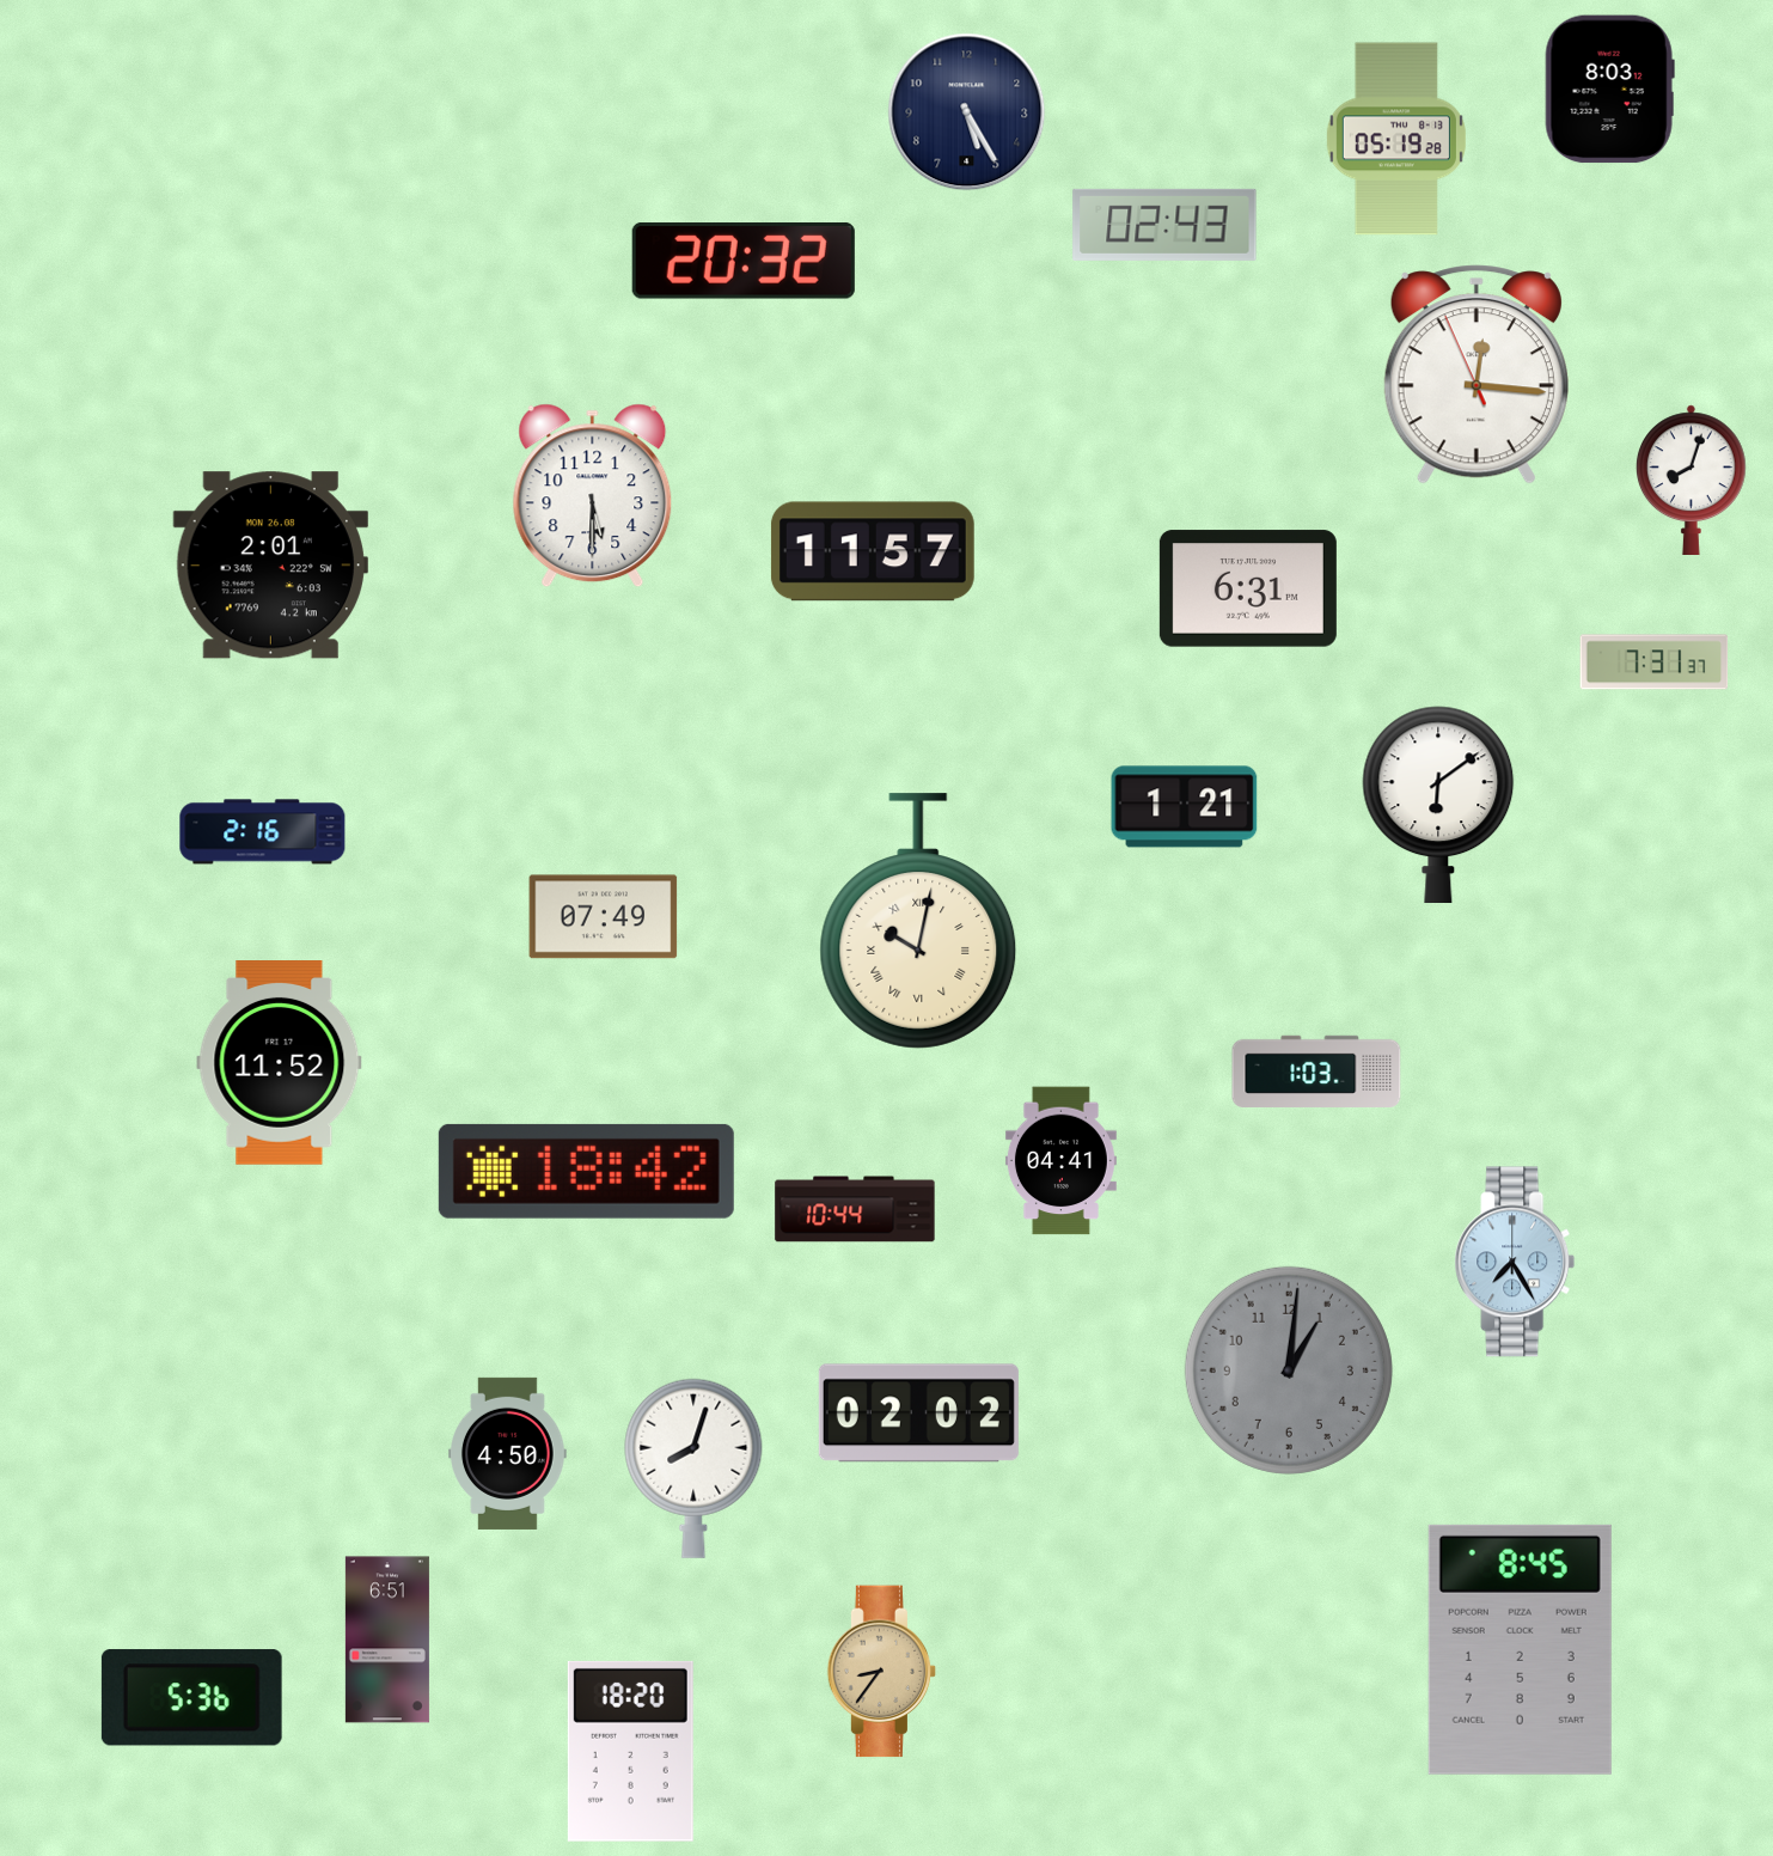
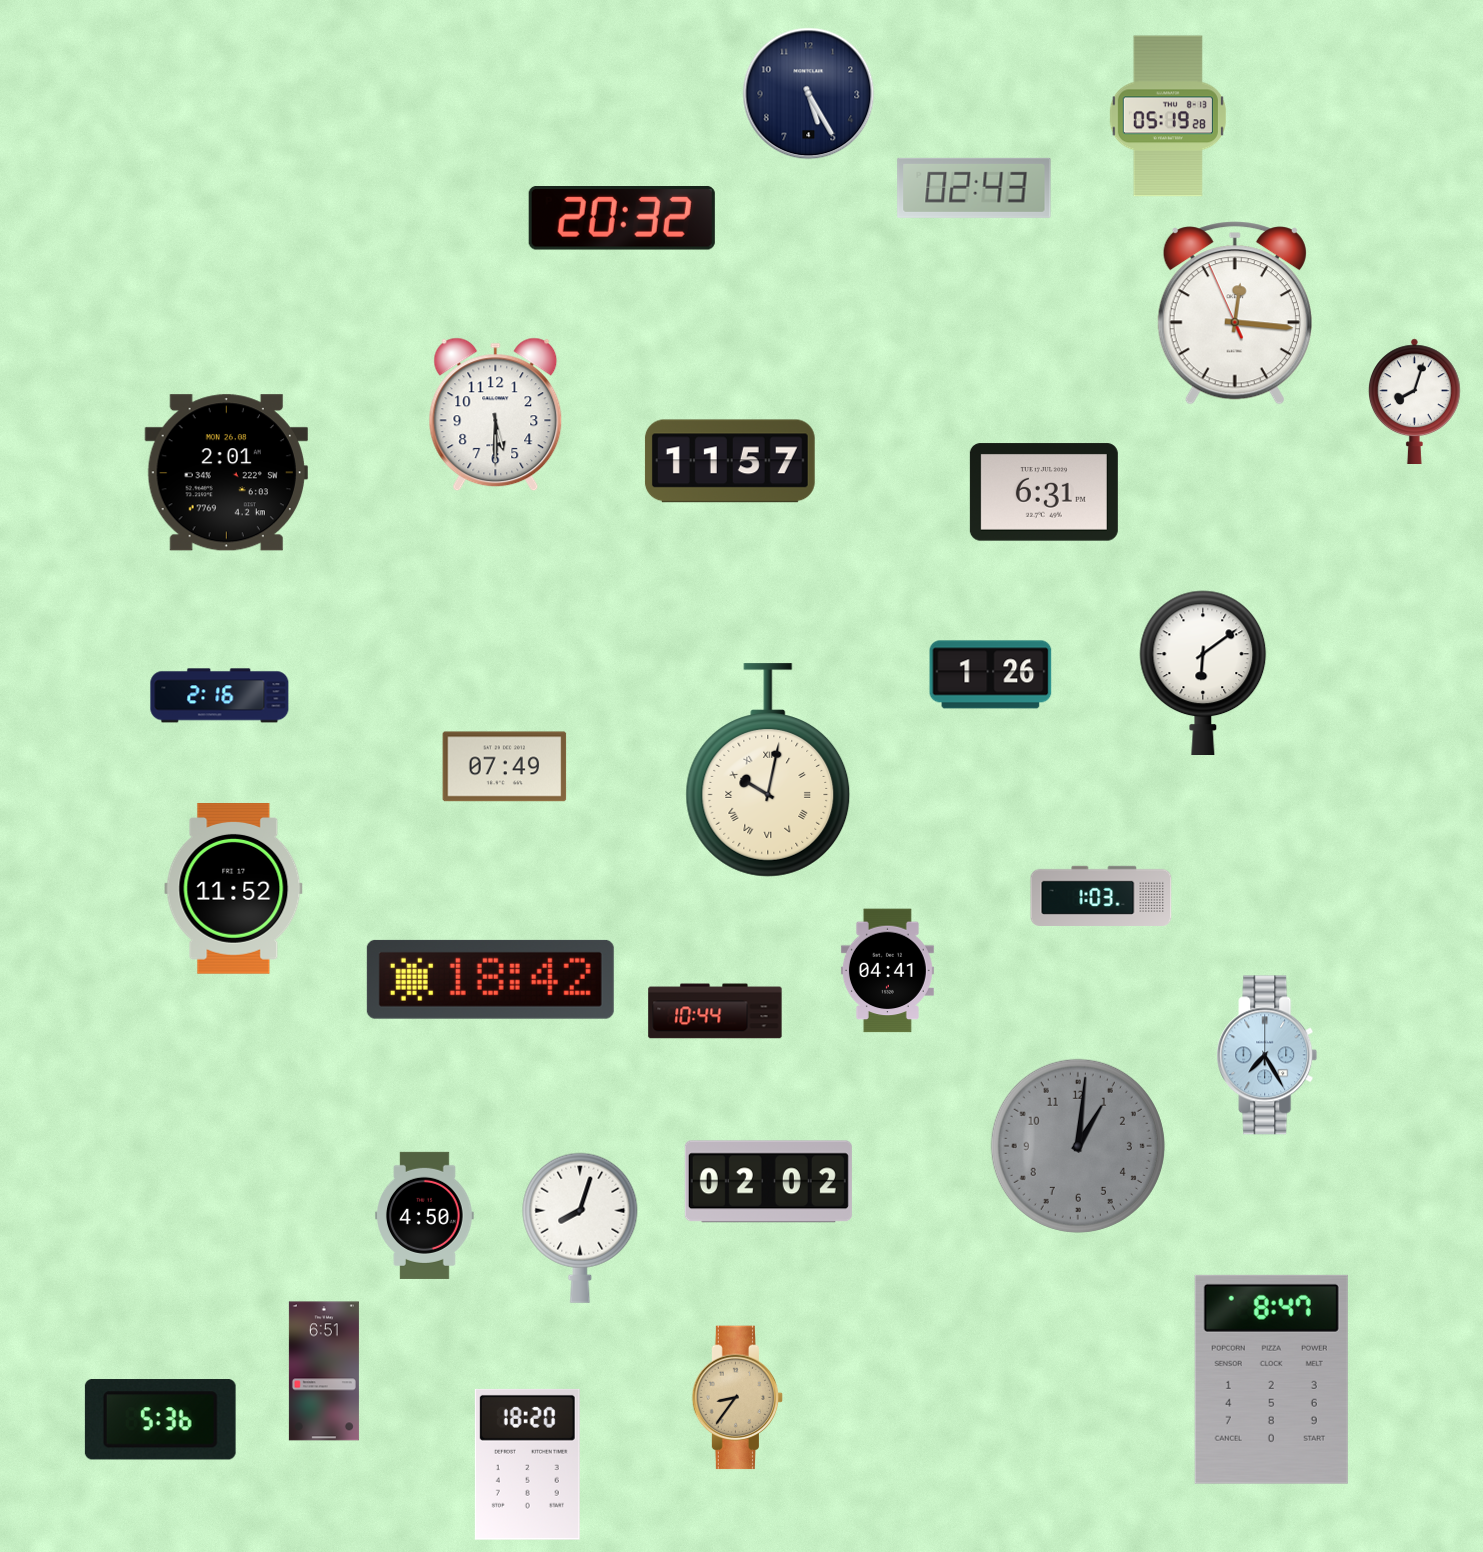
clock at (1609, 90): 8:03 -> none
clock at (1655, 663): 7:31 -> none
clock at (1185, 807): 1:21 -> 1:26
clock at (1520, 1649): 8:45 -> 8:47
